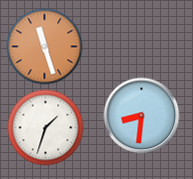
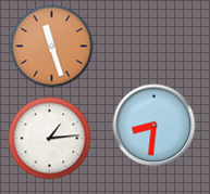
clock at (45, 47) position: (45, 47) -> (52, 47)
clock at (46, 128): 1:33 -> 1:14
